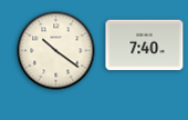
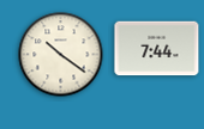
clock at (145, 46): 7:40 -> 7:44
